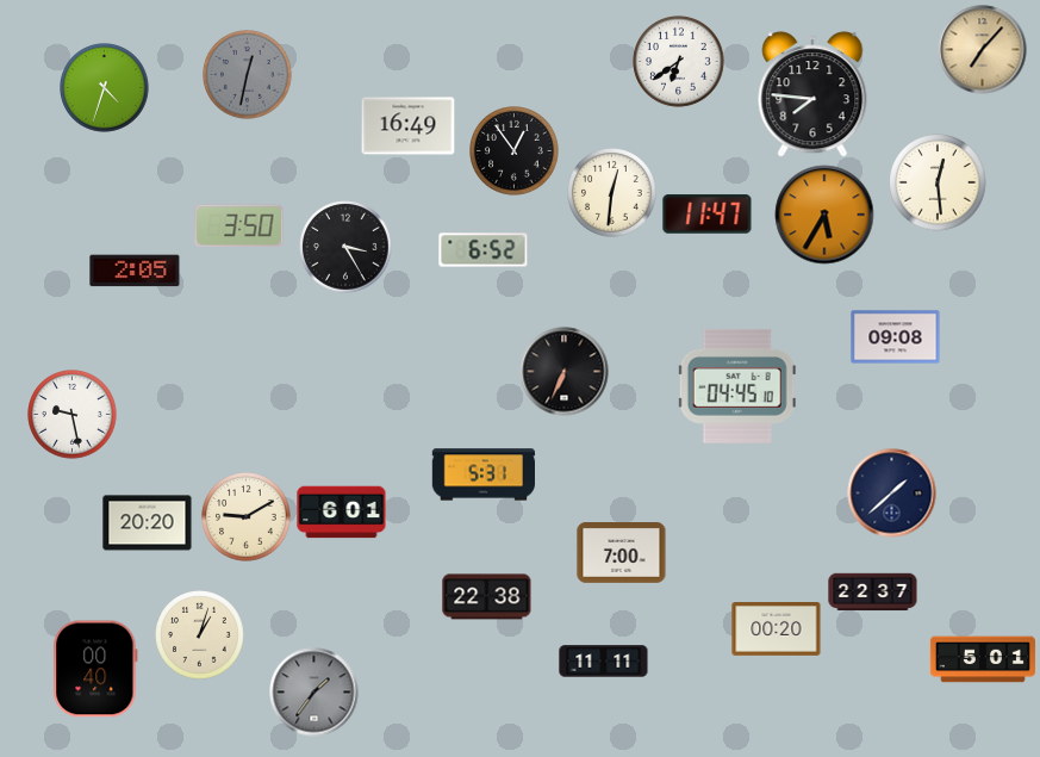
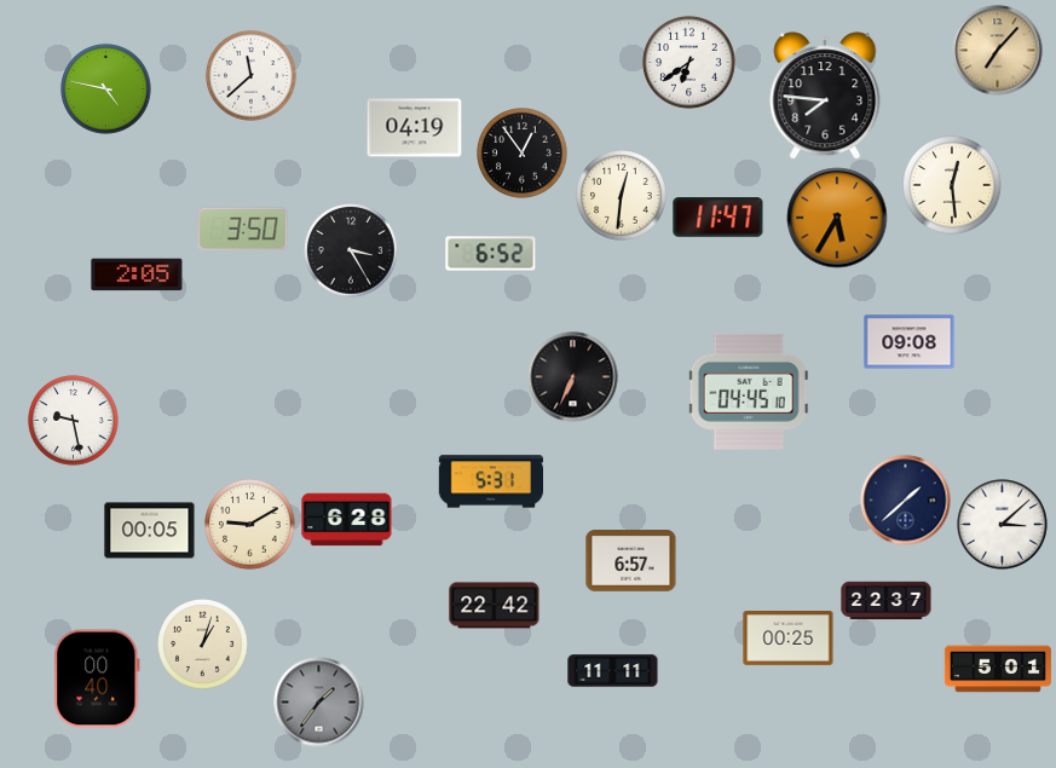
clock at (248, 75): 12:32 -> 11:38
clock at (248, 75) dial: grey -> white
clock at (105, 88): 4:33 -> 4:47
clock at (409, 126): 16:49 -> 04:19
clock at (342, 513): 6:01 -> 6:28
clock at (1003, 525): none -> 3:08
clock at (148, 523): 20:20 -> 00:05
clock at (622, 553): 7:00 -> 6:57
clock at (487, 597): 22:38 -> 22:42
clock at (777, 629): 00:20 -> 00:25
